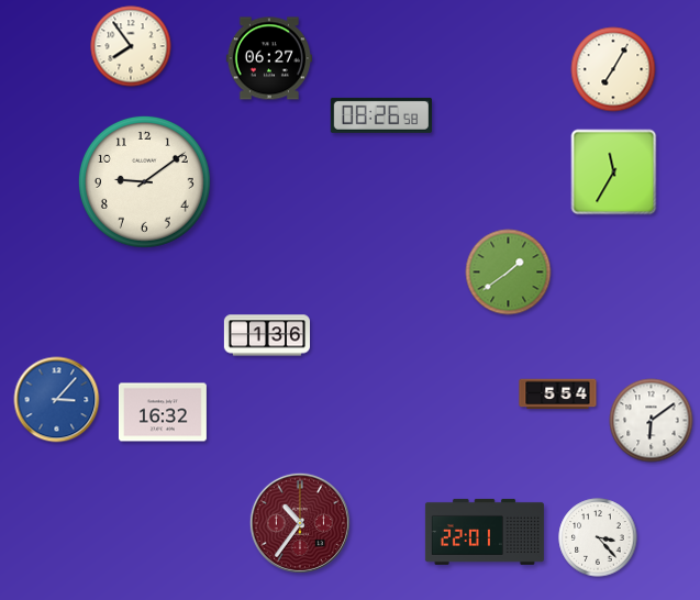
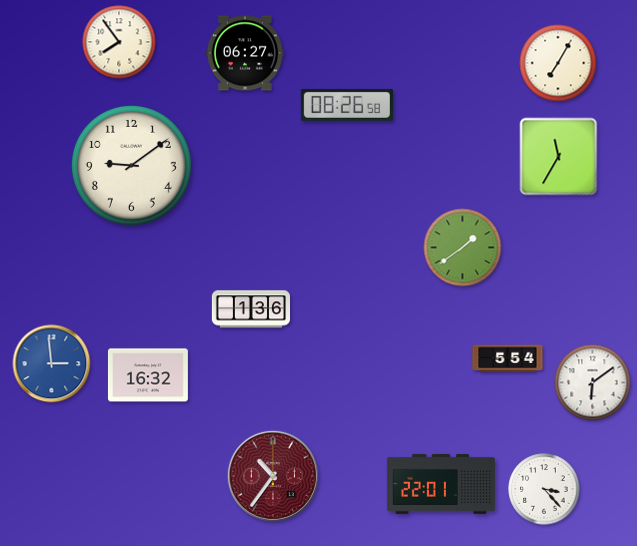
clock at (266, 335) position: (266, 335) -> (250, 309)
clock at (57, 400): 3:07 -> 2:59
